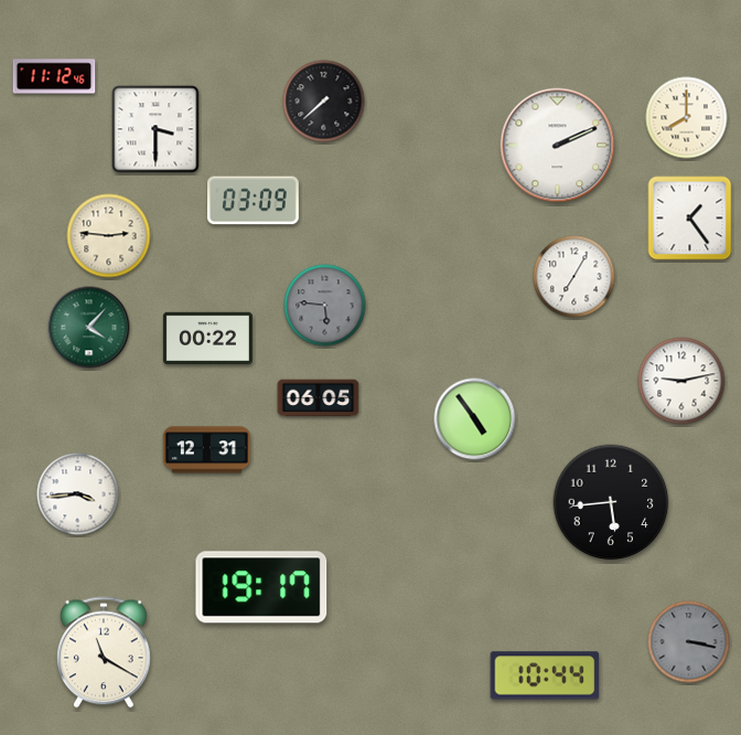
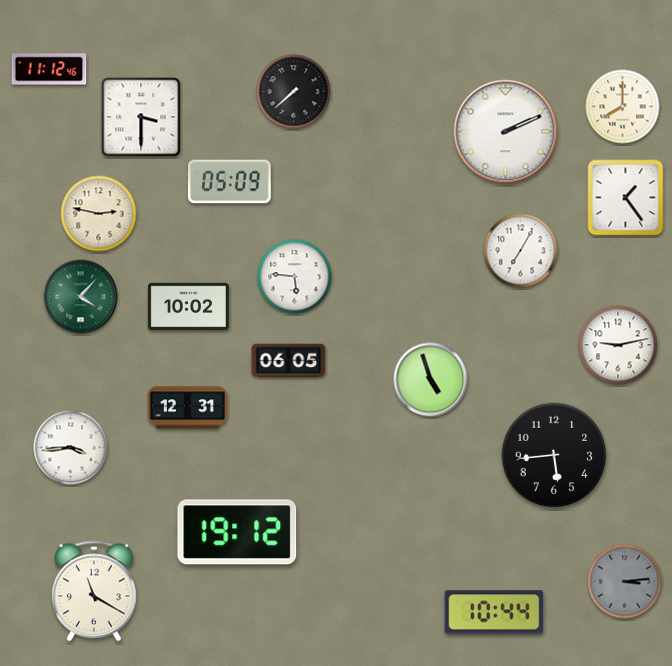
clock at (254, 201): 03:09 -> 05:09
clock at (109, 236): 2:46 -> 2:47
clock at (325, 306) dial: grey -> white
clock at (207, 338): 00:22 -> 10:02
clock at (475, 419): 4:54 -> 4:57
clock at (261, 587): 19:17 -> 19:12
clock at (689, 642): 3:17 -> 3:14
